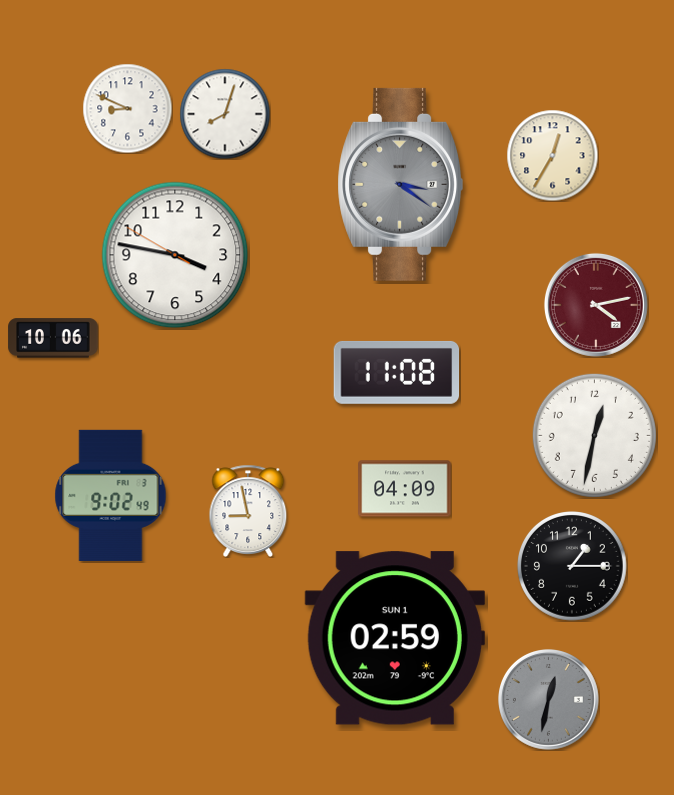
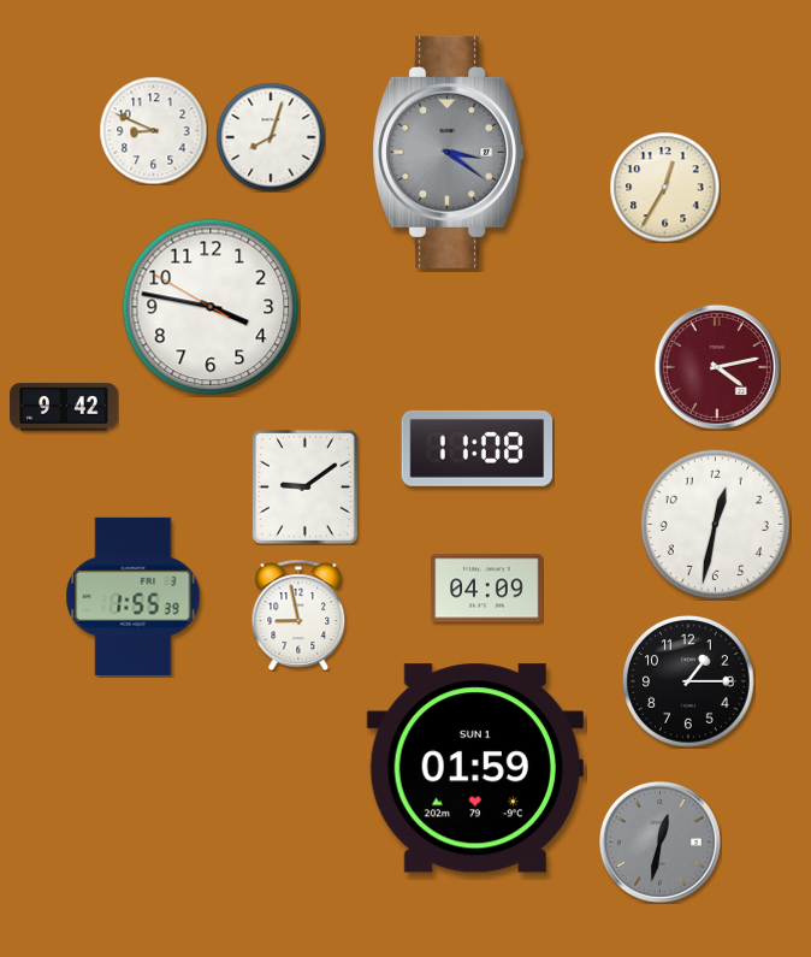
clock at (400, 184) position: (400, 184) -> (448, 152)
clock at (53, 338): 10:06 -> 9:42
clock at (304, 486): none -> 9:09
clock at (111, 495): 9:02 -> 1:55
clock at (395, 638): 02:59 -> 01:59
